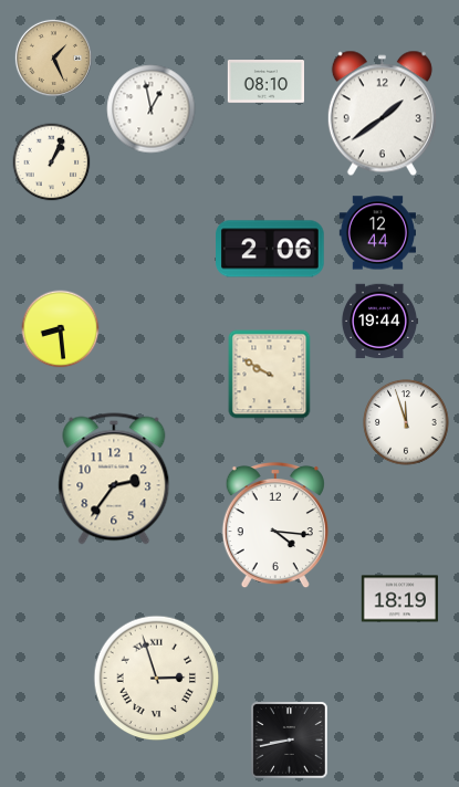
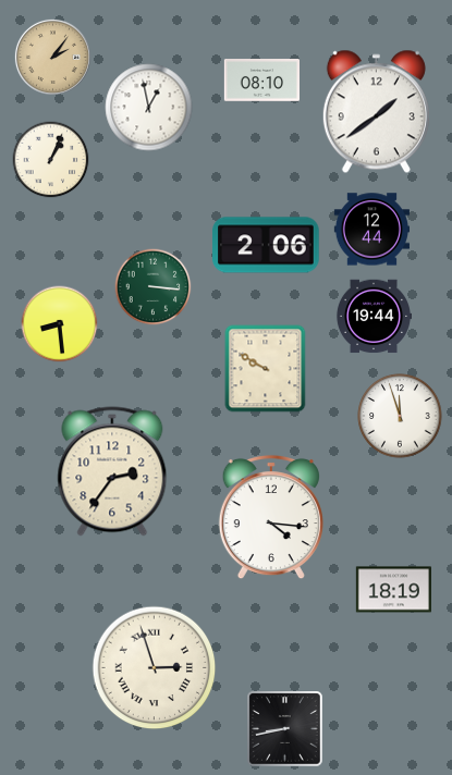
clock at (53, 57): 1:26 -> 2:06
clock at (154, 287): none -> 3:16
